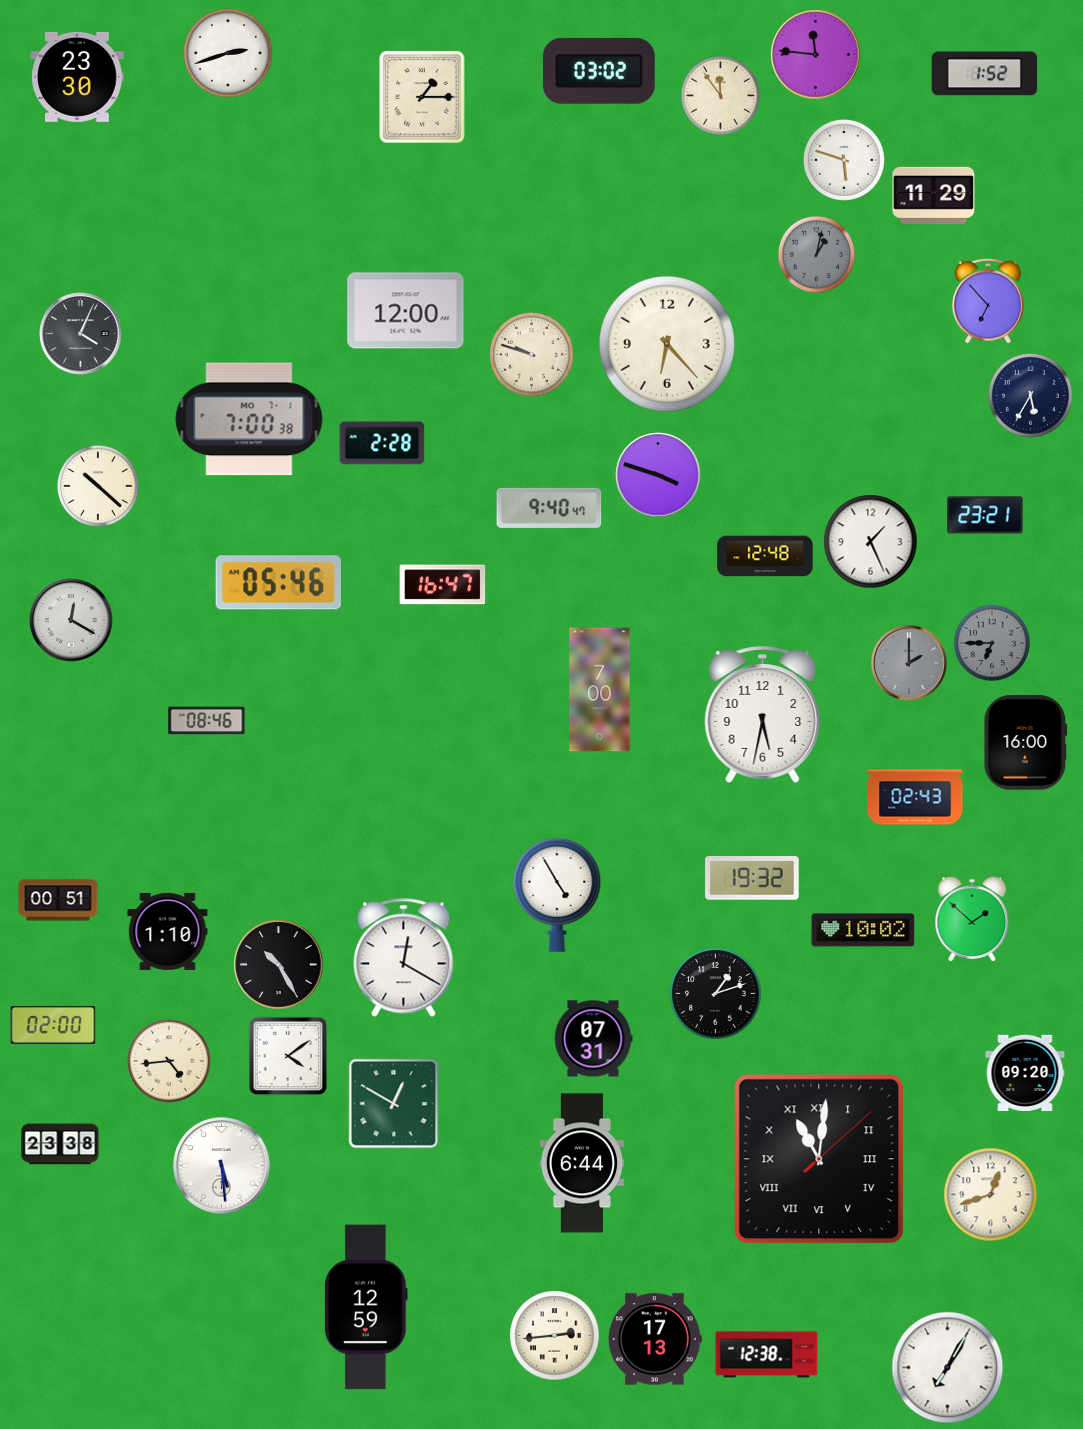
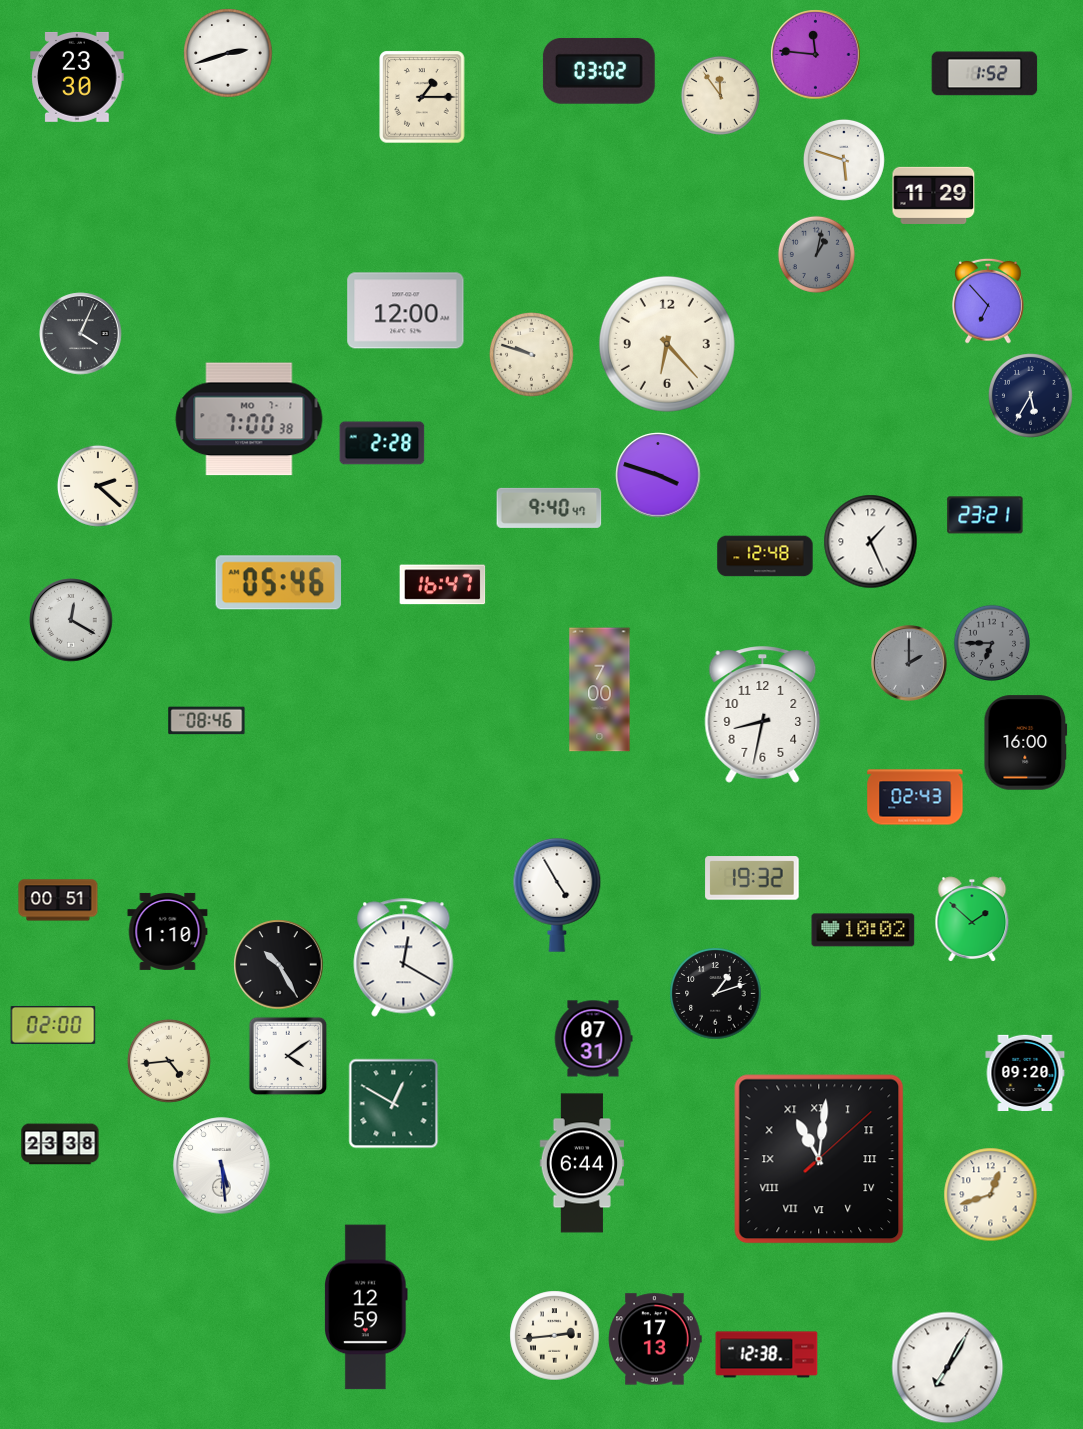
clock at (98, 486): 10:22 -> 2:22
clock at (763, 715): 5:32 -> 8:32
